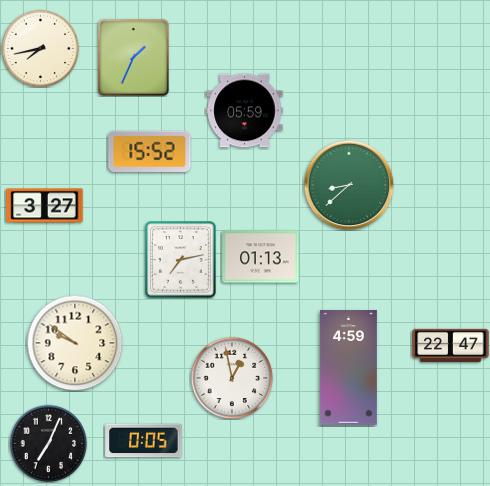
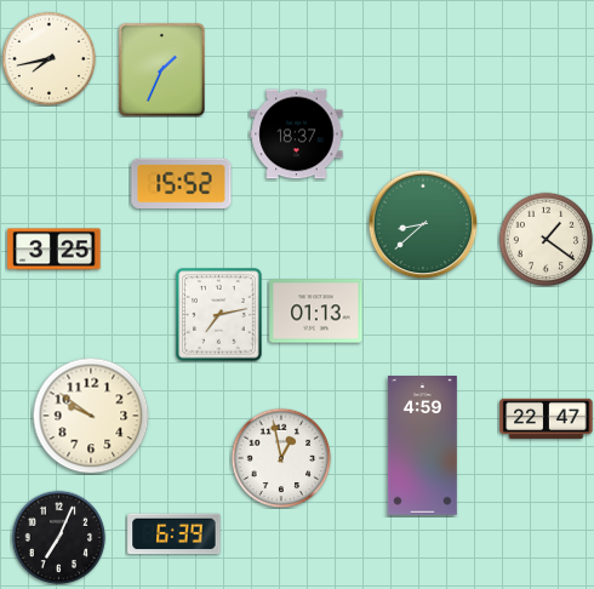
clock at (245, 111): 05:59 -> 18:37
clock at (546, 239): none -> 1:21
clock at (45, 206): 3:27 -> 3:25
clock at (144, 441): 0:05 -> 6:39
